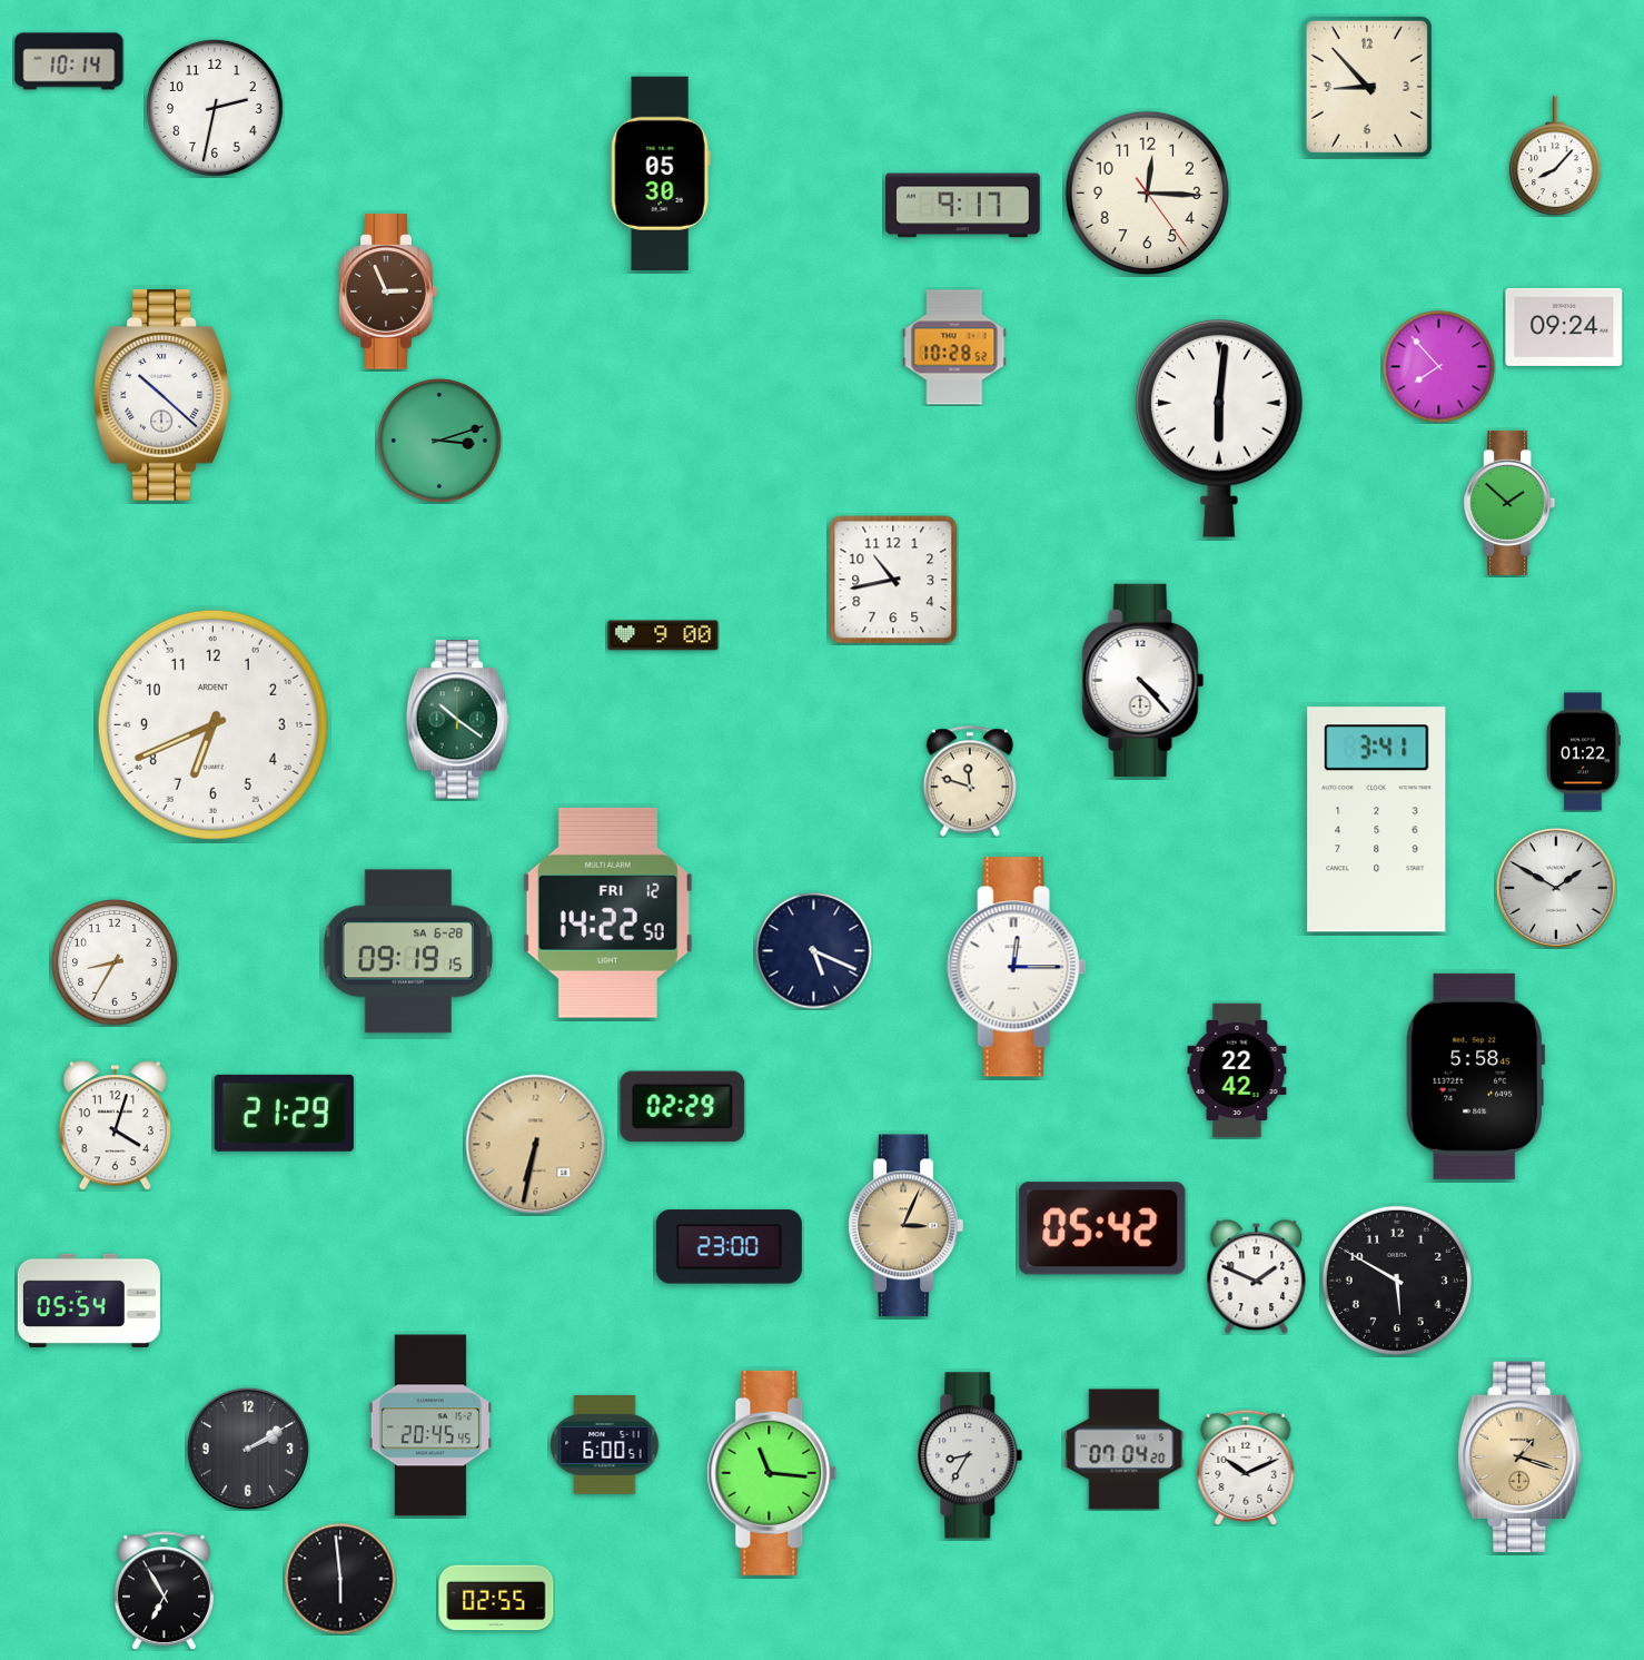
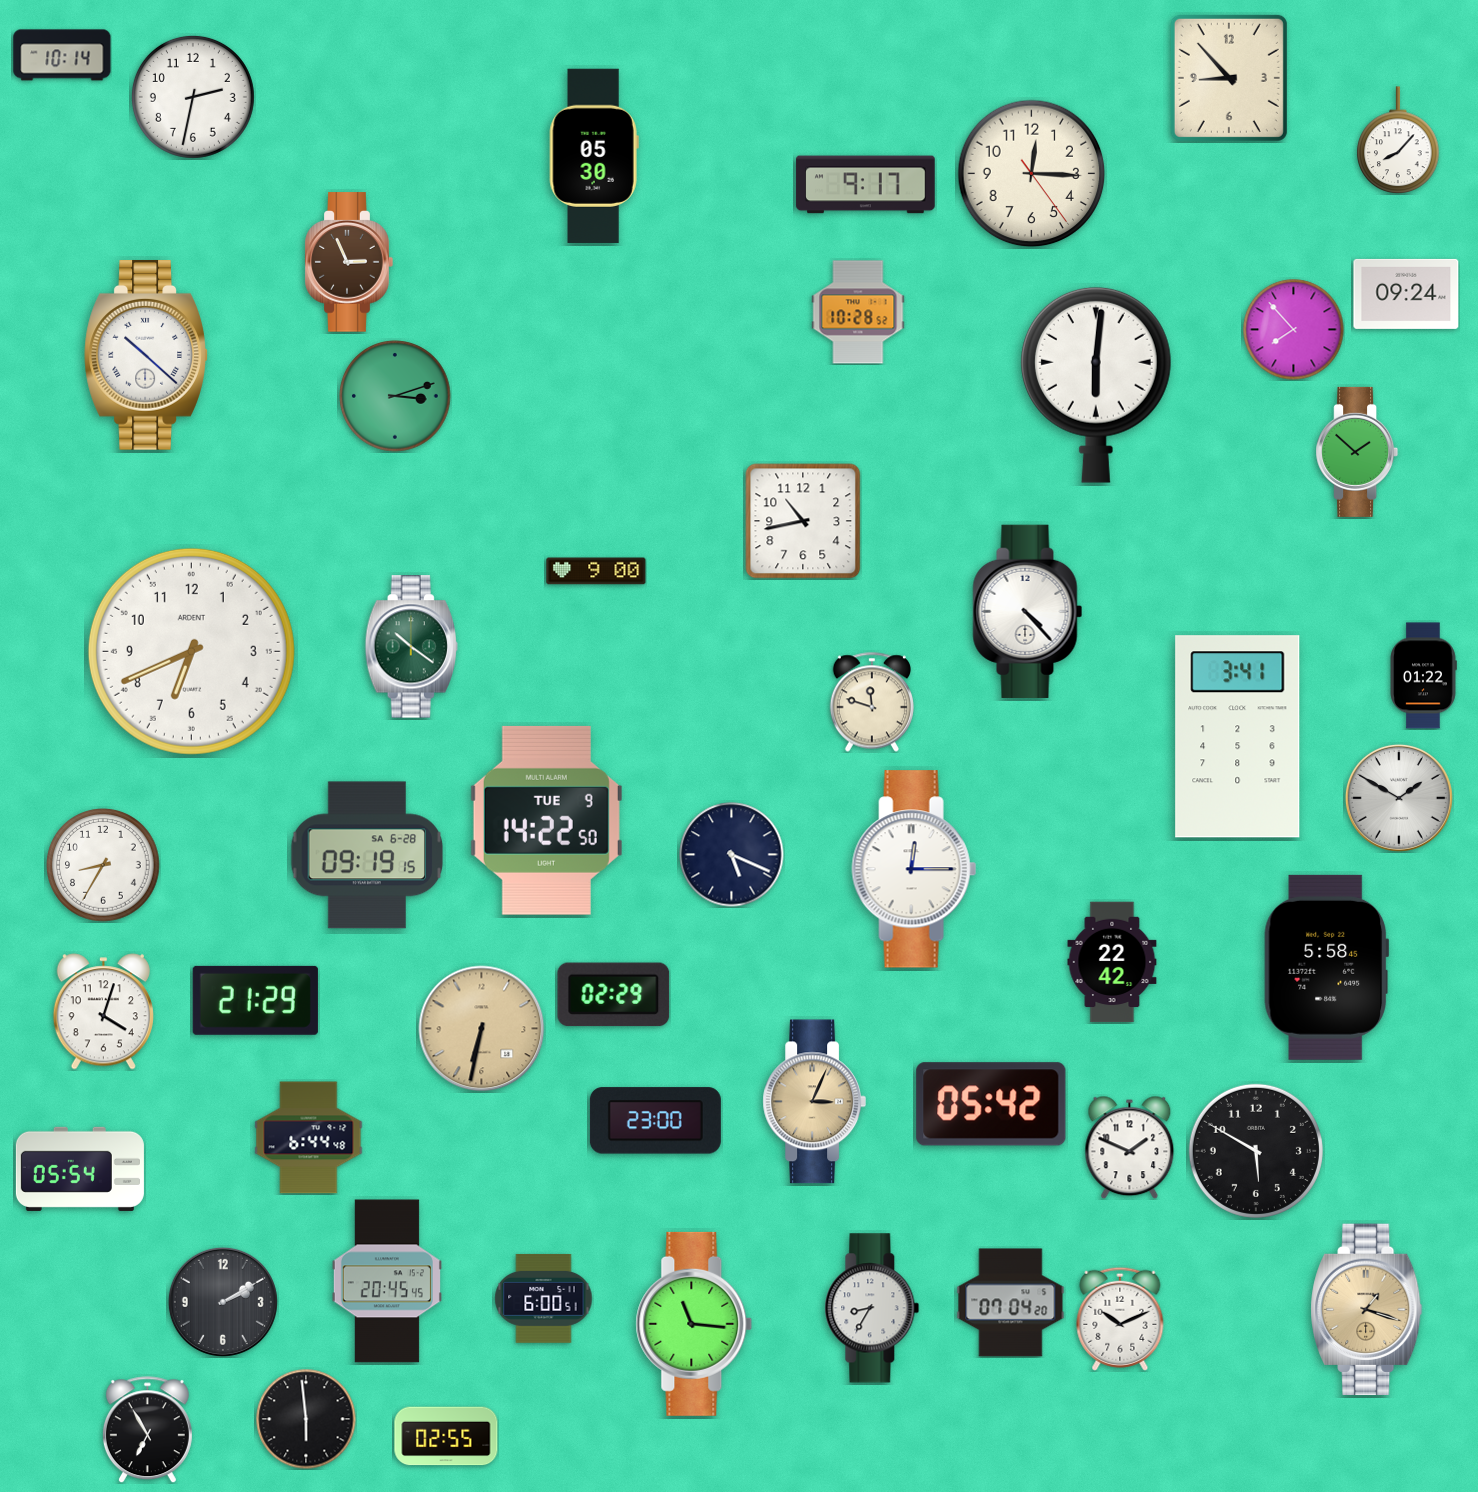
clock at (607, 912) date: FRI 12 -> TUE 9
clock at (309, 1138): none -> 6:44
